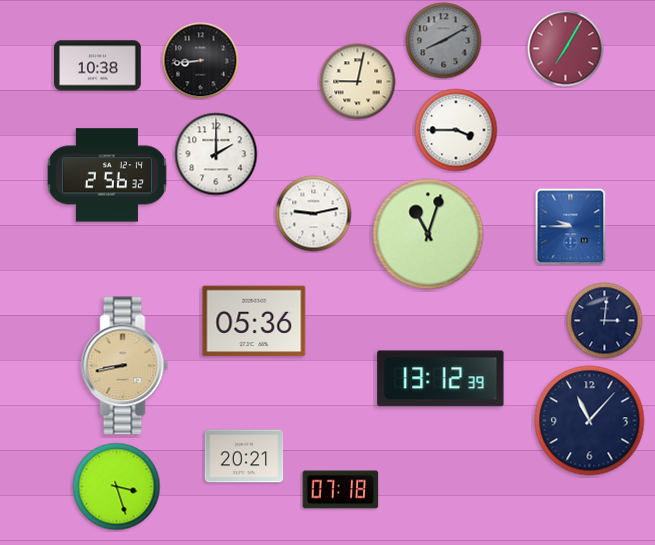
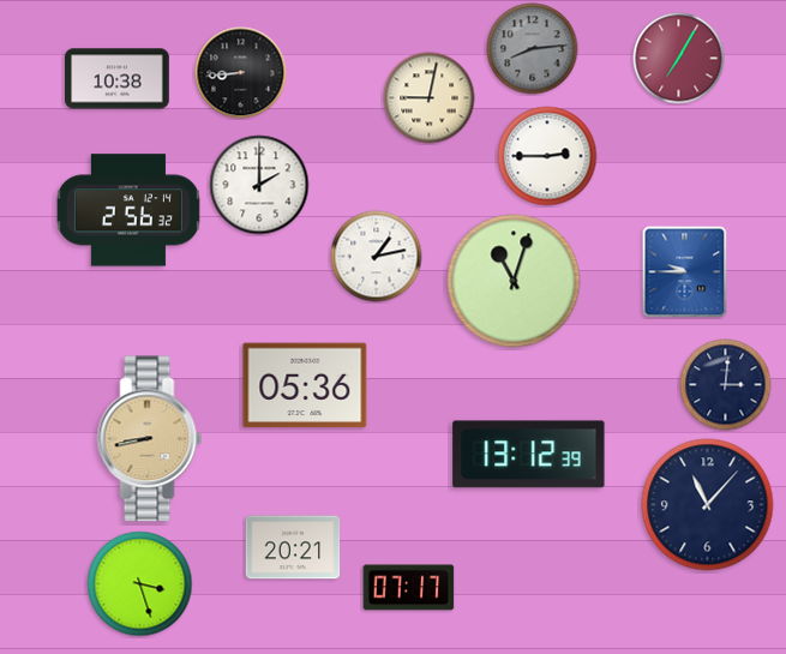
clock at (444, 41): 8:10 -> 8:14
clock at (456, 130): 3:45 -> 2:45
clock at (314, 214): 9:13 -> 1:13
clock at (341, 490): 07:18 -> 07:17
